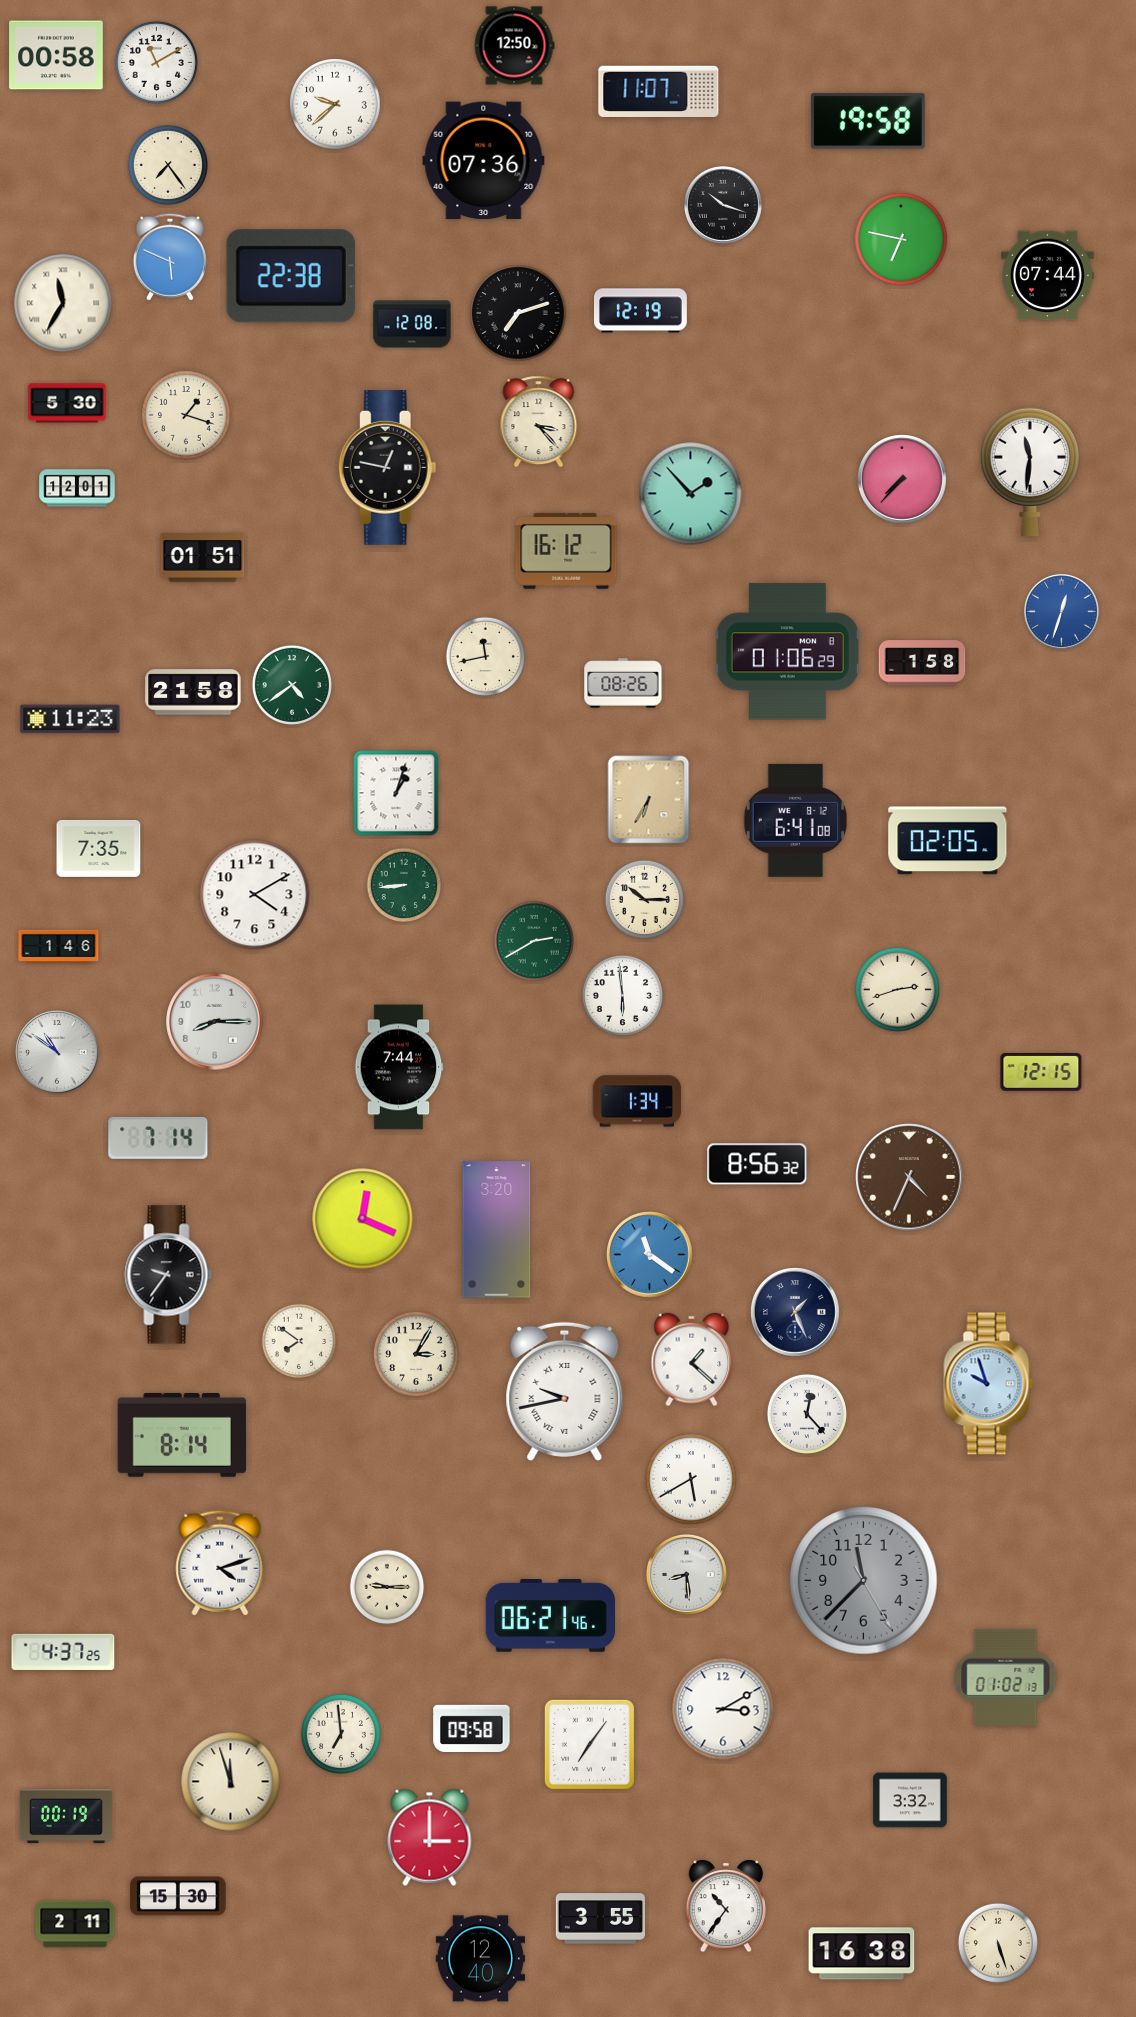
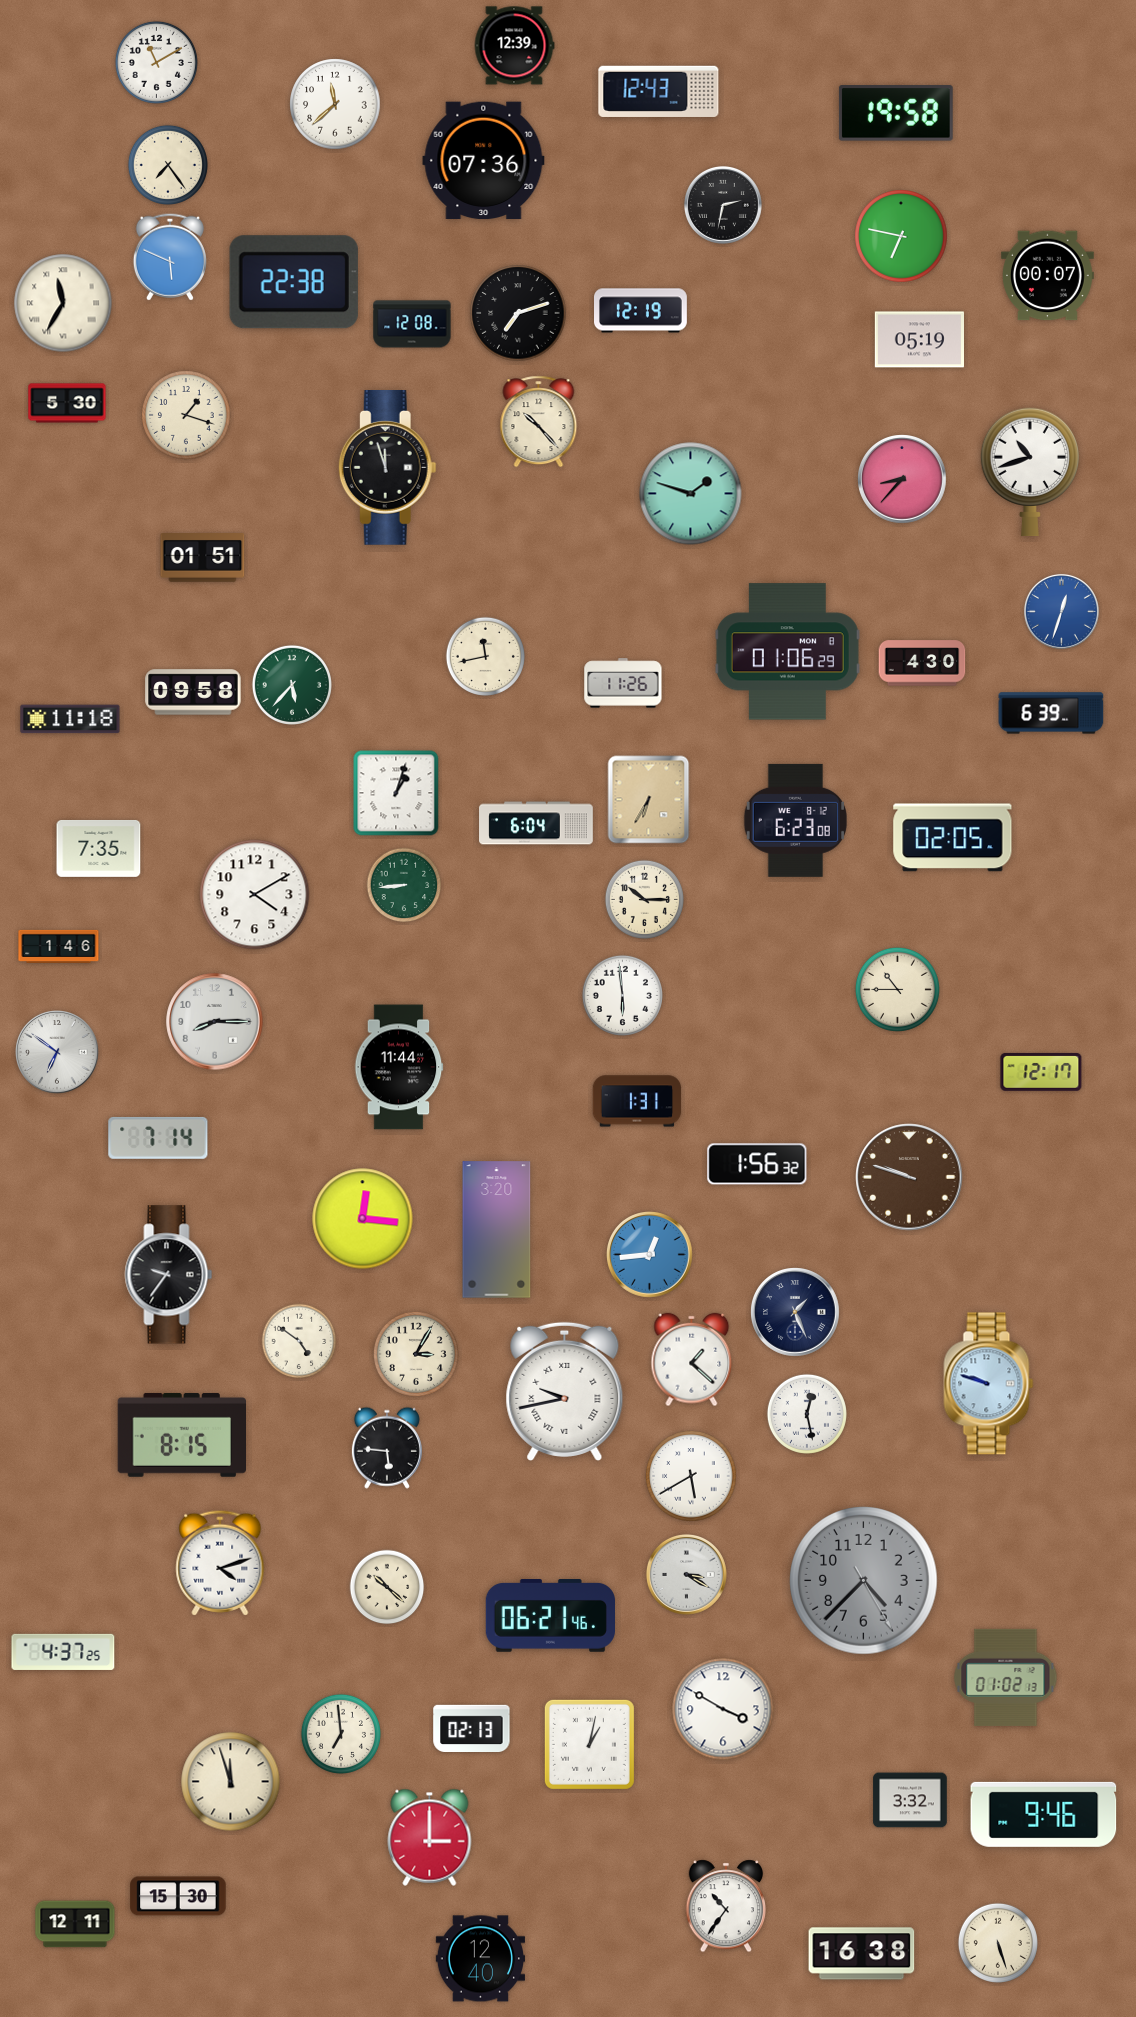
clock at (514, 46): 12:50 -> 12:39
clock at (56, 55): 00:58 -> none
clock at (659, 91): 11:07 -> 12:43
clock at (335, 104): 9:38 -> 11:38
clock at (868, 121) position: (868, 121) -> (896, 113)
clock at (723, 205): 10:18 -> 2:32
clock at (901, 239) position: (901, 239) -> (901, 236)
clock at (291, 276) position: (291, 276) -> (294, 282)
clock at (1047, 276): 07:44 -> 00:07
clock at (919, 340): none -> 05:19
clock at (539, 422): 3:23 -> 10:23
clock at (387, 468): 12:47 -> 11:57
clock at (1030, 472): 11:31 -> 10:42
clock at (902, 479): 7:37 -> 8:37
clock at (77, 488): 12:01 -> none
clock at (691, 494): 1:53 -> 1:48
clock at (566, 551): 16:12 -> none
clock at (922, 663): 1:58 -> 4:30
clock at (623, 683): 08:26 -> 11:26
clock at (292, 685): 4:39 -> 5:37
clock at (193, 692): 21:58 -> 09:58
clock at (1051, 713): none -> 6:39
clock at (70, 719): 11:23 -> 11:18
clock at (795, 820): 6:41 -> 6:23
clock at (536, 823): none -> 6:04
clock at (948, 841) position: (948, 841) -> (953, 838)
clock at (534, 941): 2:40 -> none
clock at (897, 989): 2:42 -> 10:45
clock at (58, 1053): 10:51 -> 6:51
clock at (399, 1067): 7:44 -> 11:44
clock at (1041, 1072): 12:15 -> 12:17
clock at (637, 1101): 1:34 -> 1:31
clock at (757, 1164): 8:56 -> 1:56
clock at (909, 1177): 4:34 -> 9:48
clock at (363, 1219): 12:19 -> 12:16
clock at (650, 1255): 11:21 -> 12:44
clock at (299, 1341): 7:51 -> 4:51
clock at (989, 1384): 9:57 -> 9:48
clock at (807, 1414): 12:23 -> 12:28
clock at (182, 1435): 8:14 -> 8:15
clock at (387, 1448): none -> 5:46
clock at (691, 1479) position: (691, 1479) -> (691, 1476)
clock at (686, 1574): 8:29 -> 3:20
clock at (864, 1581): 11:37 -> 4:37
clock at (387, 1587): 9:15 -> 10:22
clock at (723, 1709): 3:10 -> 3:50
clock at (472, 1728): 09:58 -> 02:13
clock at (589, 1744): 7:06 -> 1:02
clock at (1044, 1814): none -> 9:46
clock at (66, 1816): 00:19 -> none
clock at (600, 1919): 3:55 -> none
clock at (75, 1924): 2:11 -> 12:11
